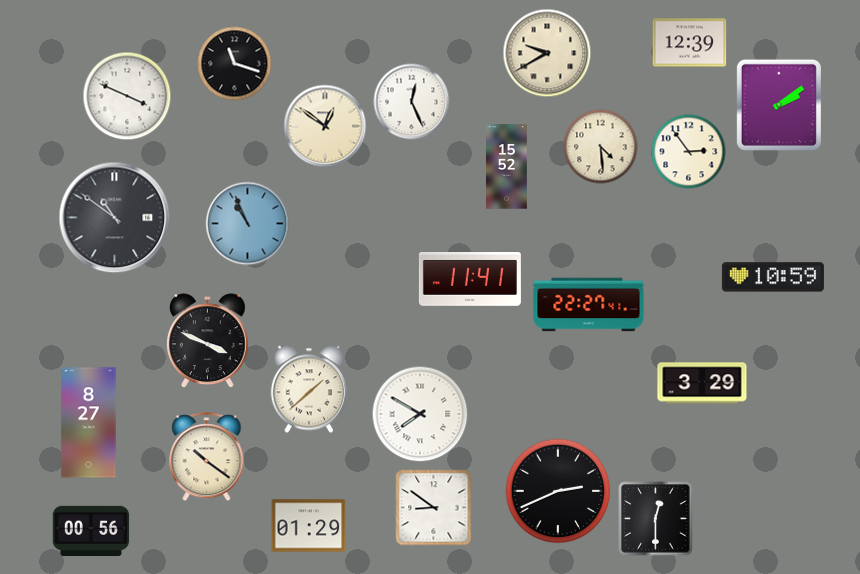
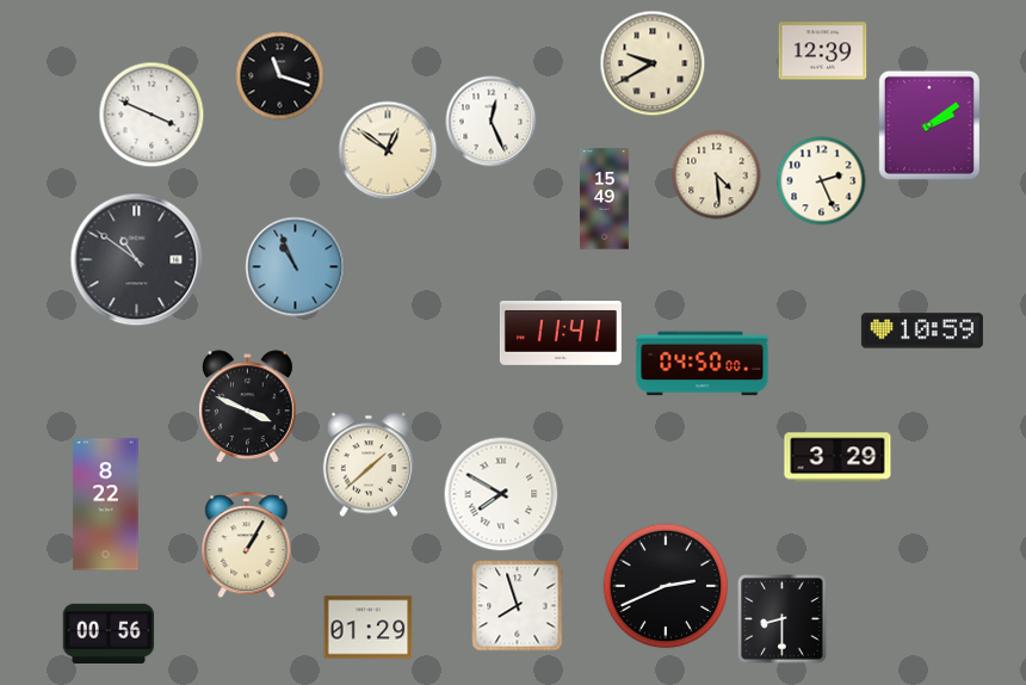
clock at (689, 152): 2:54 -> 2:26
clock at (507, 167): 15:52 -> 15:49
clock at (589, 305): 22:27 -> 04:50
clock at (89, 423): 8:27 -> 8:22
clock at (207, 457): 10:21 -> 1:05
clock at (434, 508): 8:51 -> 7:57
clock at (656, 519): 12:30 -> 8:30
